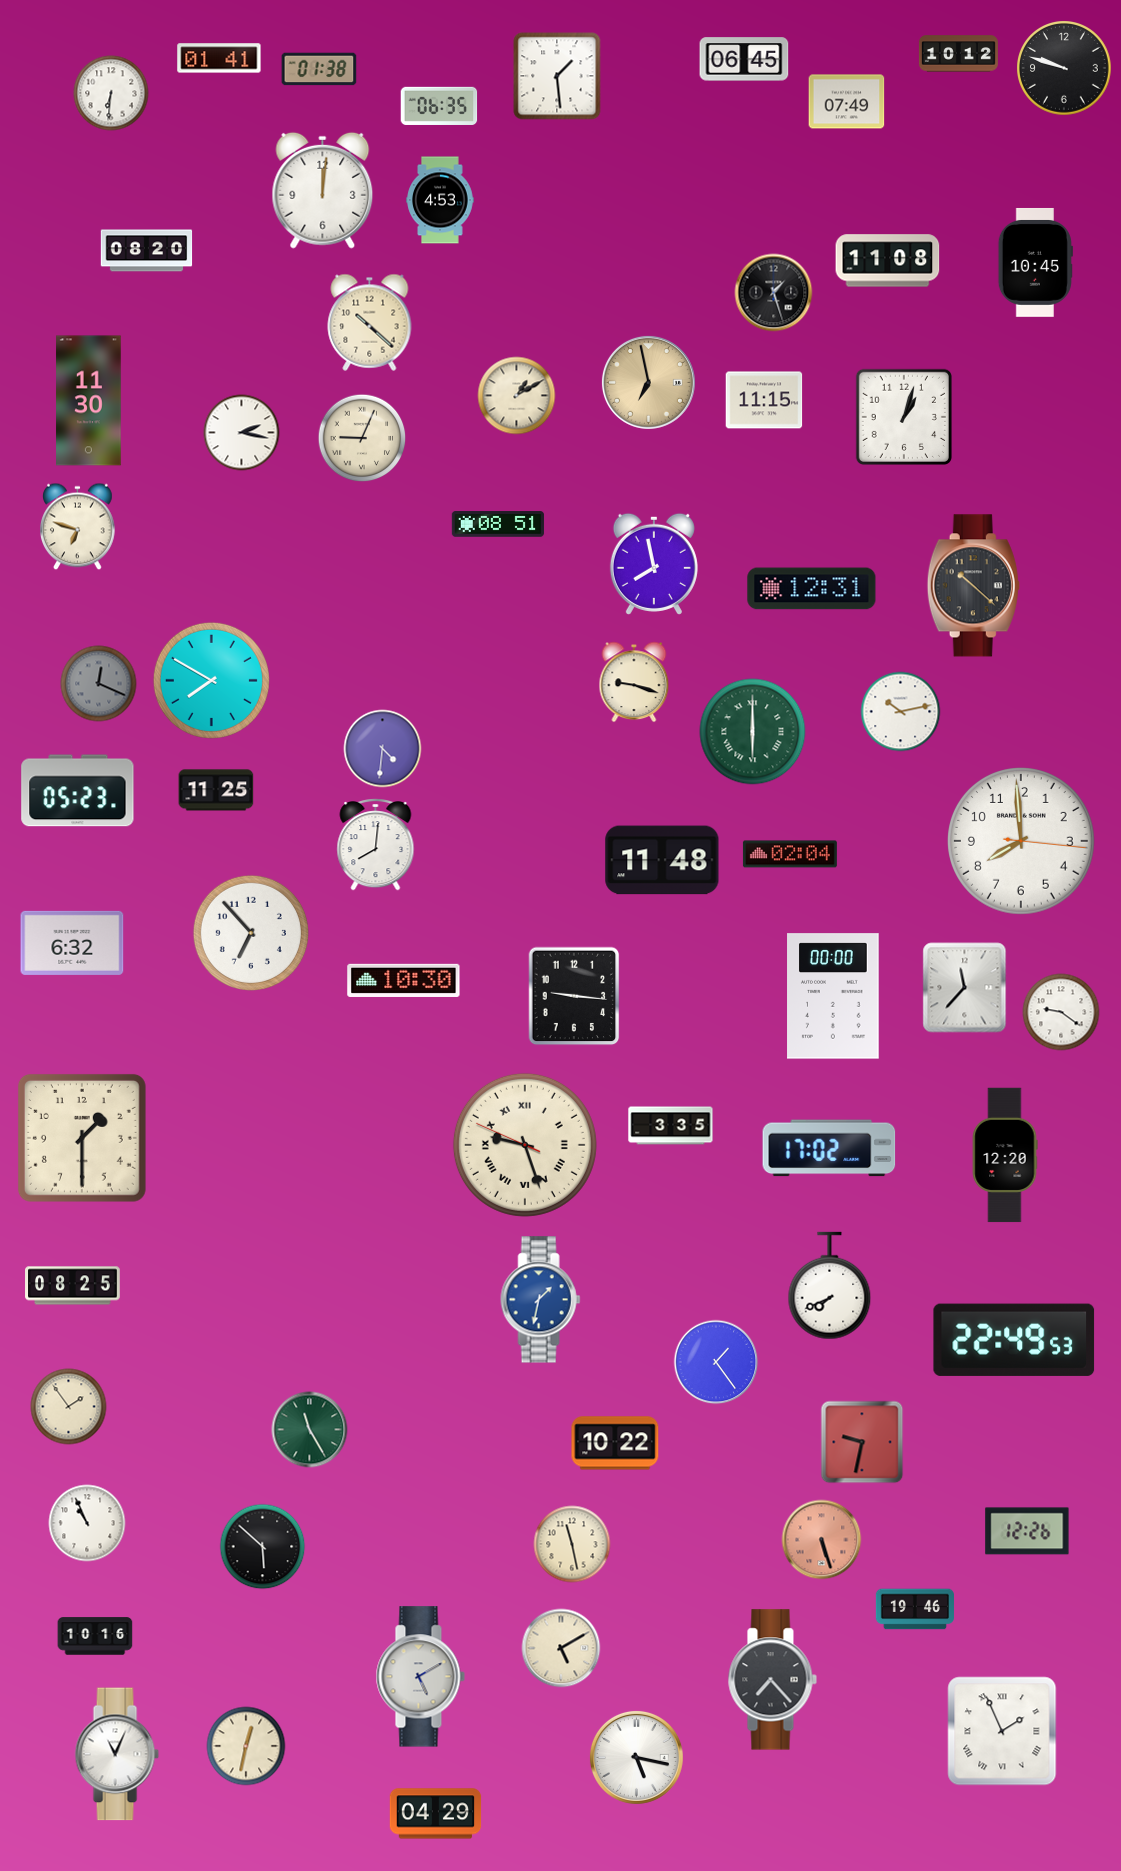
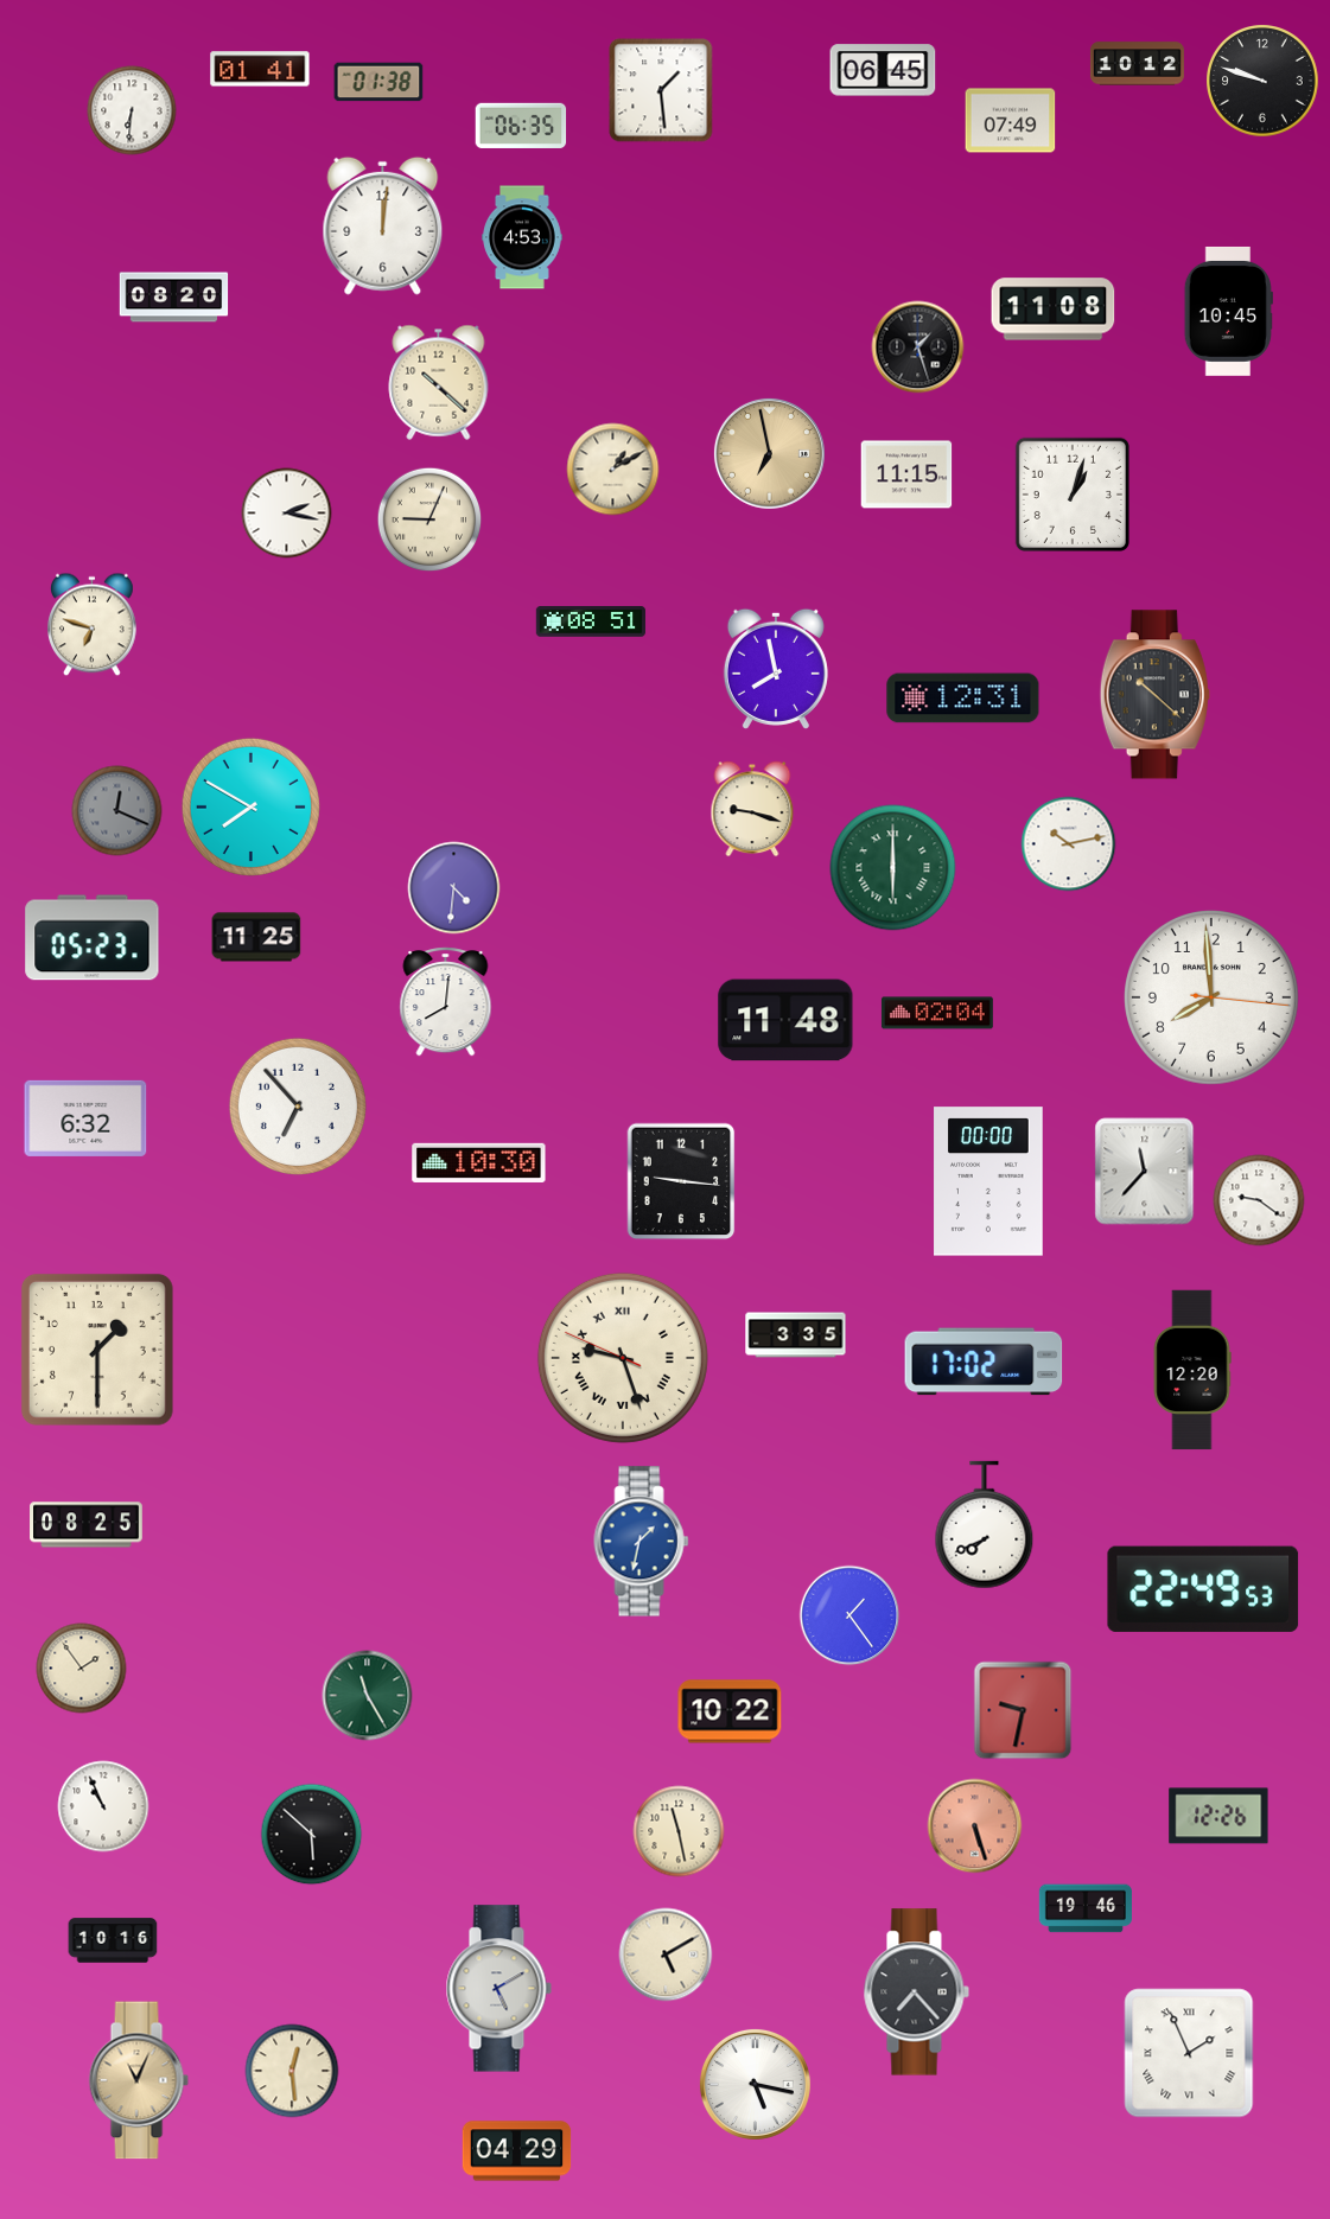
clock at (847, 102) position: (847, 102) -> (1011, 121)
clock at (89, 401): 11:30 -> none
clock at (246, 1746): 12:32 -> 12:29
clock at (117, 1754) dial: white -> champagne
